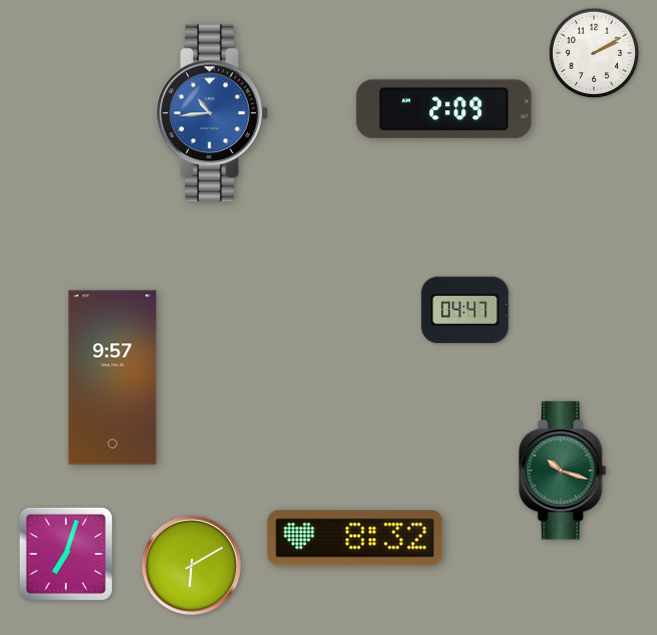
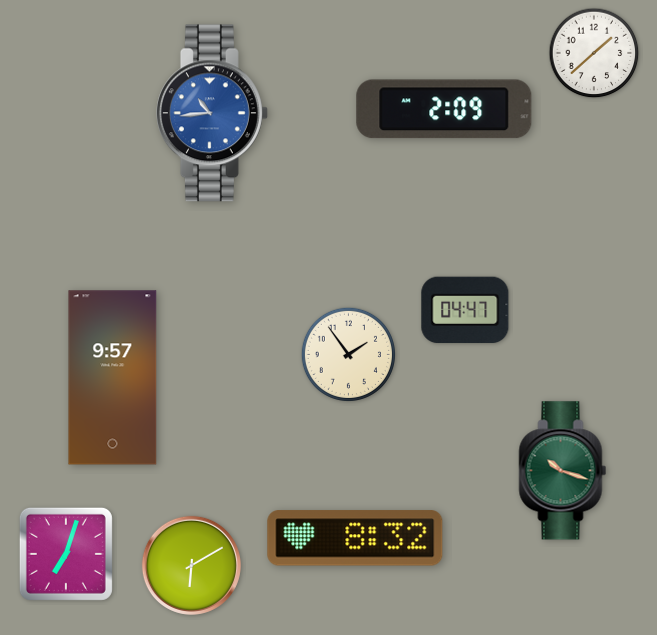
clock at (594, 53): 2:10 -> 1:38
clock at (348, 354): none -> 1:54
